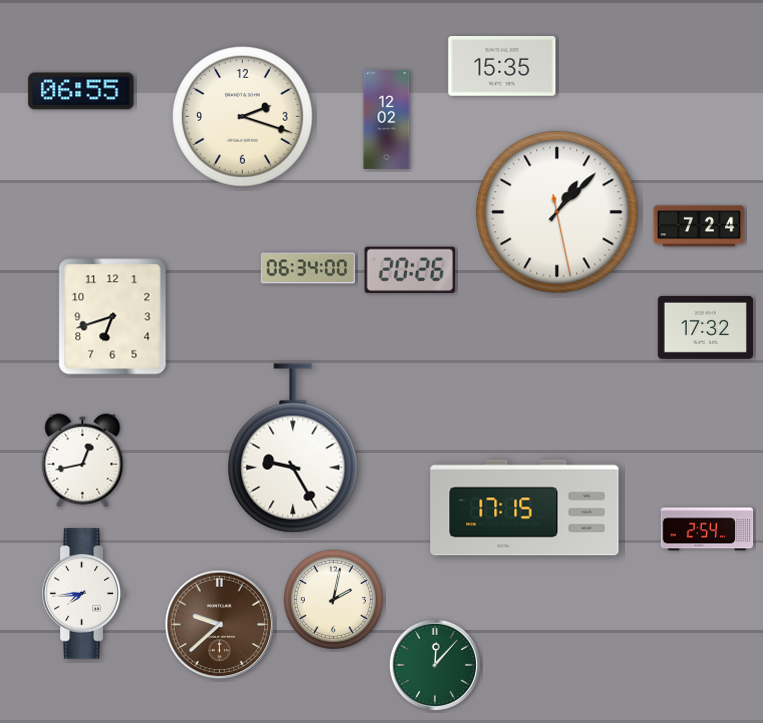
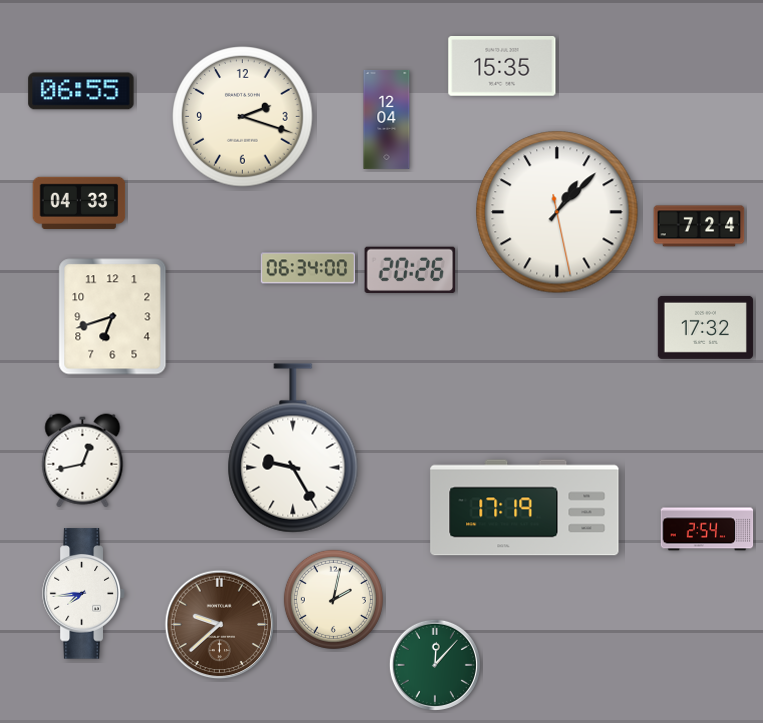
clock at (387, 120): 12:02 -> 12:04
clock at (79, 203): none -> 04:33
clock at (525, 508): 17:15 -> 17:19
